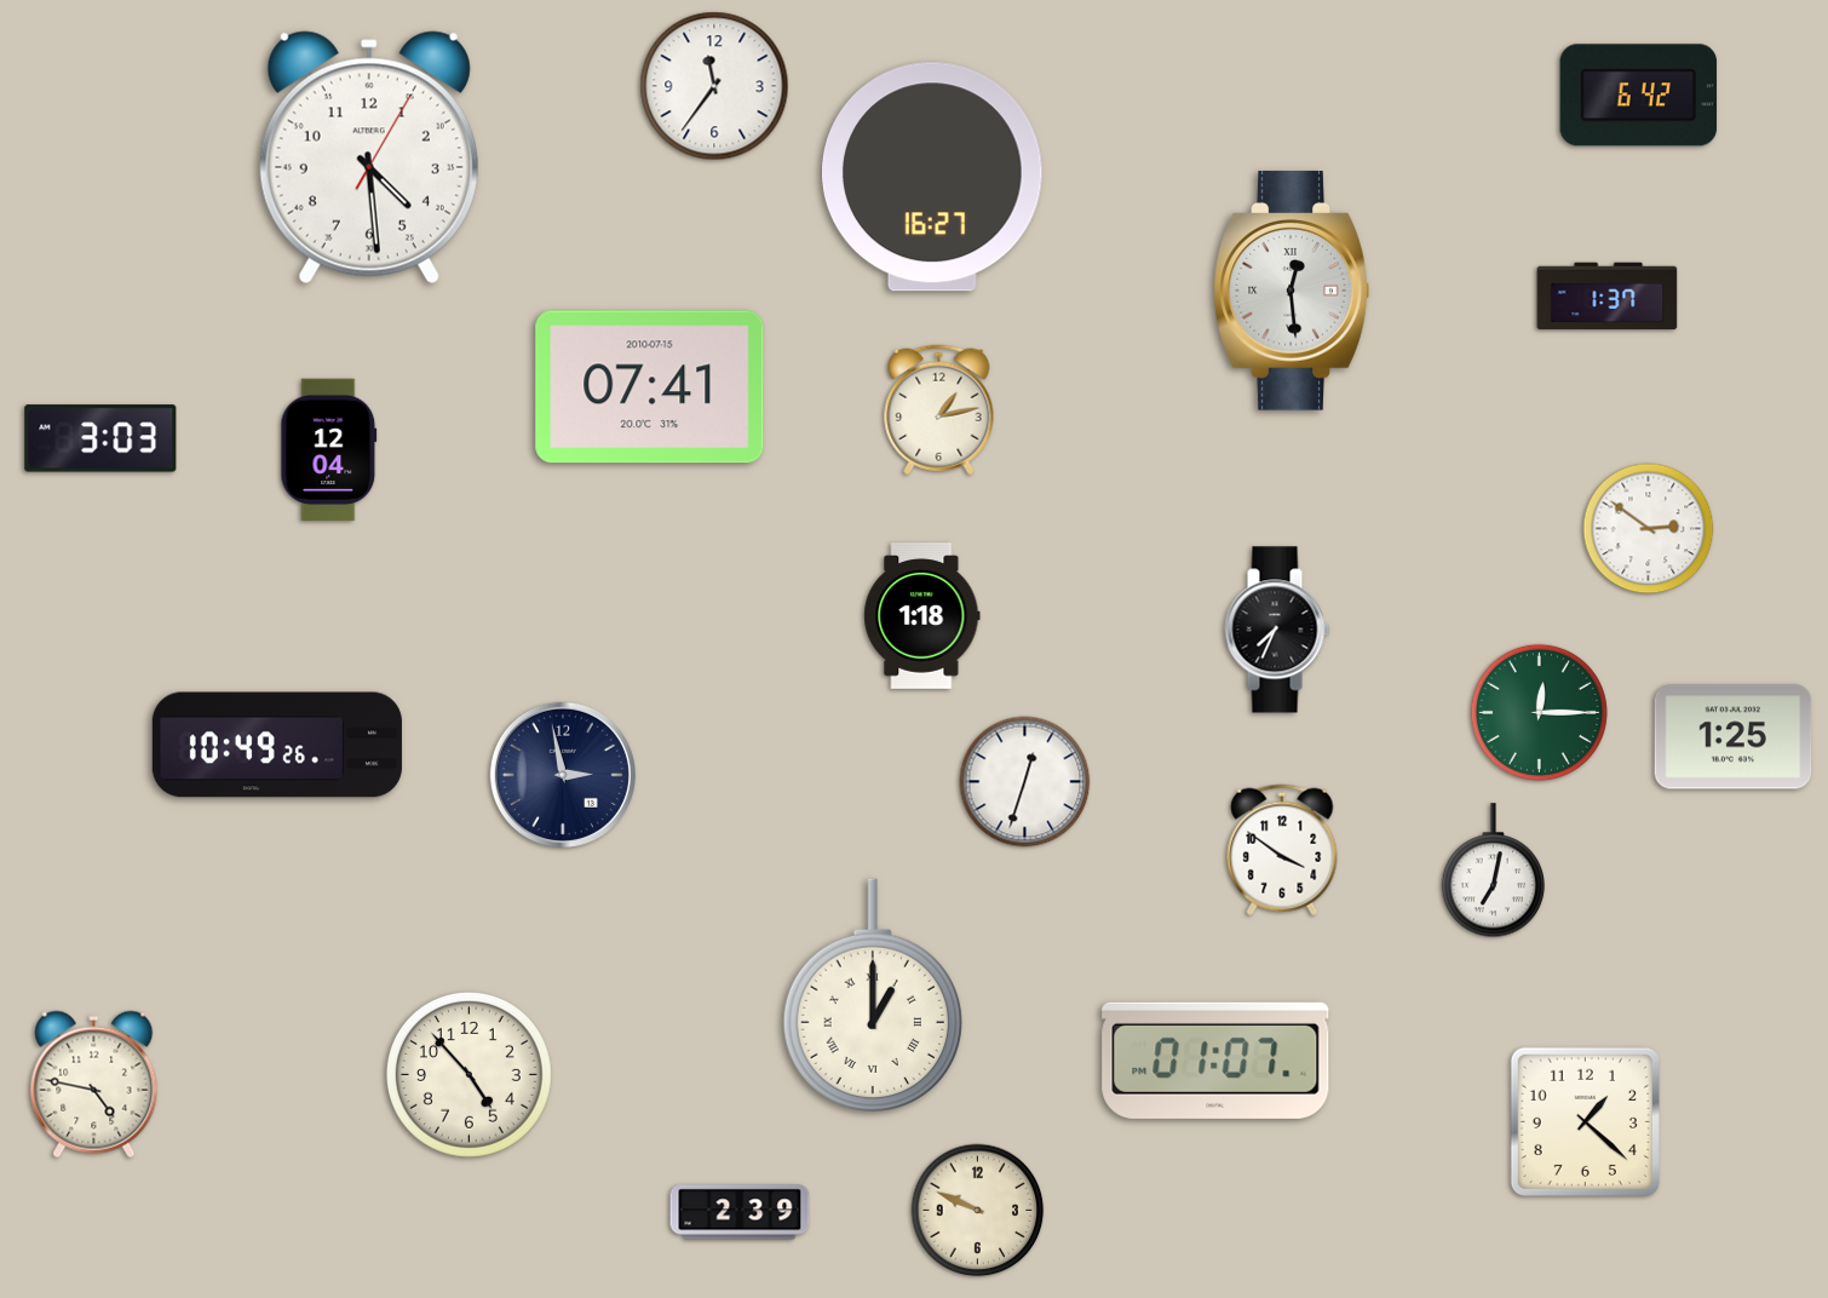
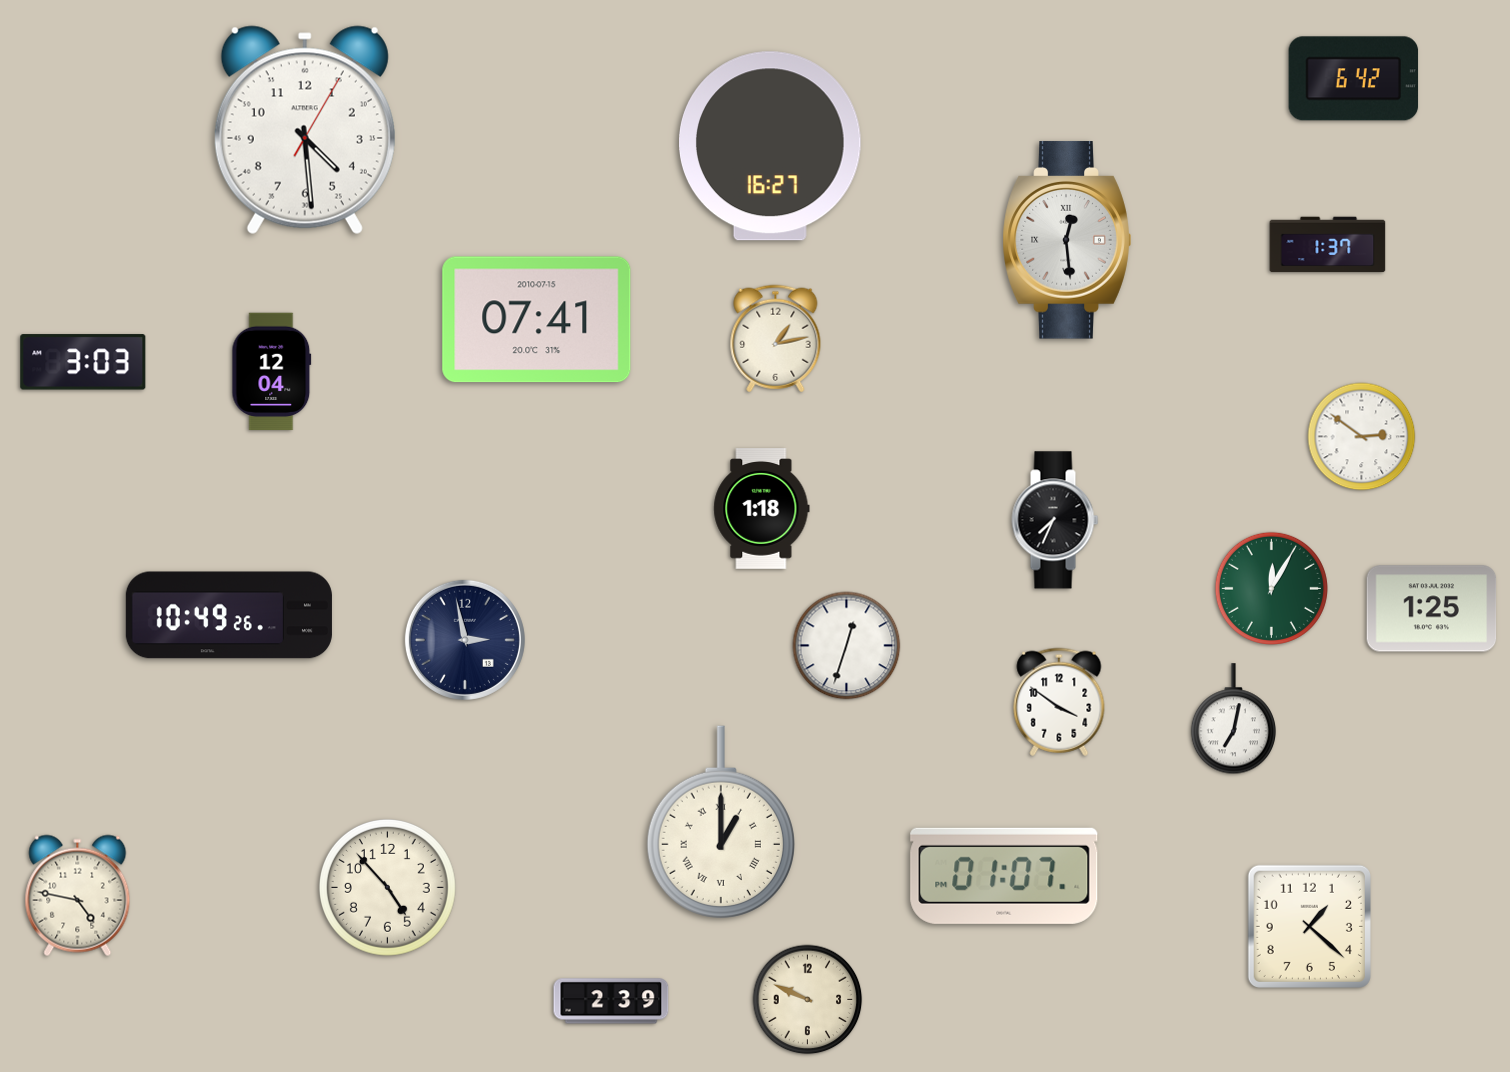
clock at (714, 86): 11:36 -> none
clock at (1539, 712): 12:15 -> 12:05
